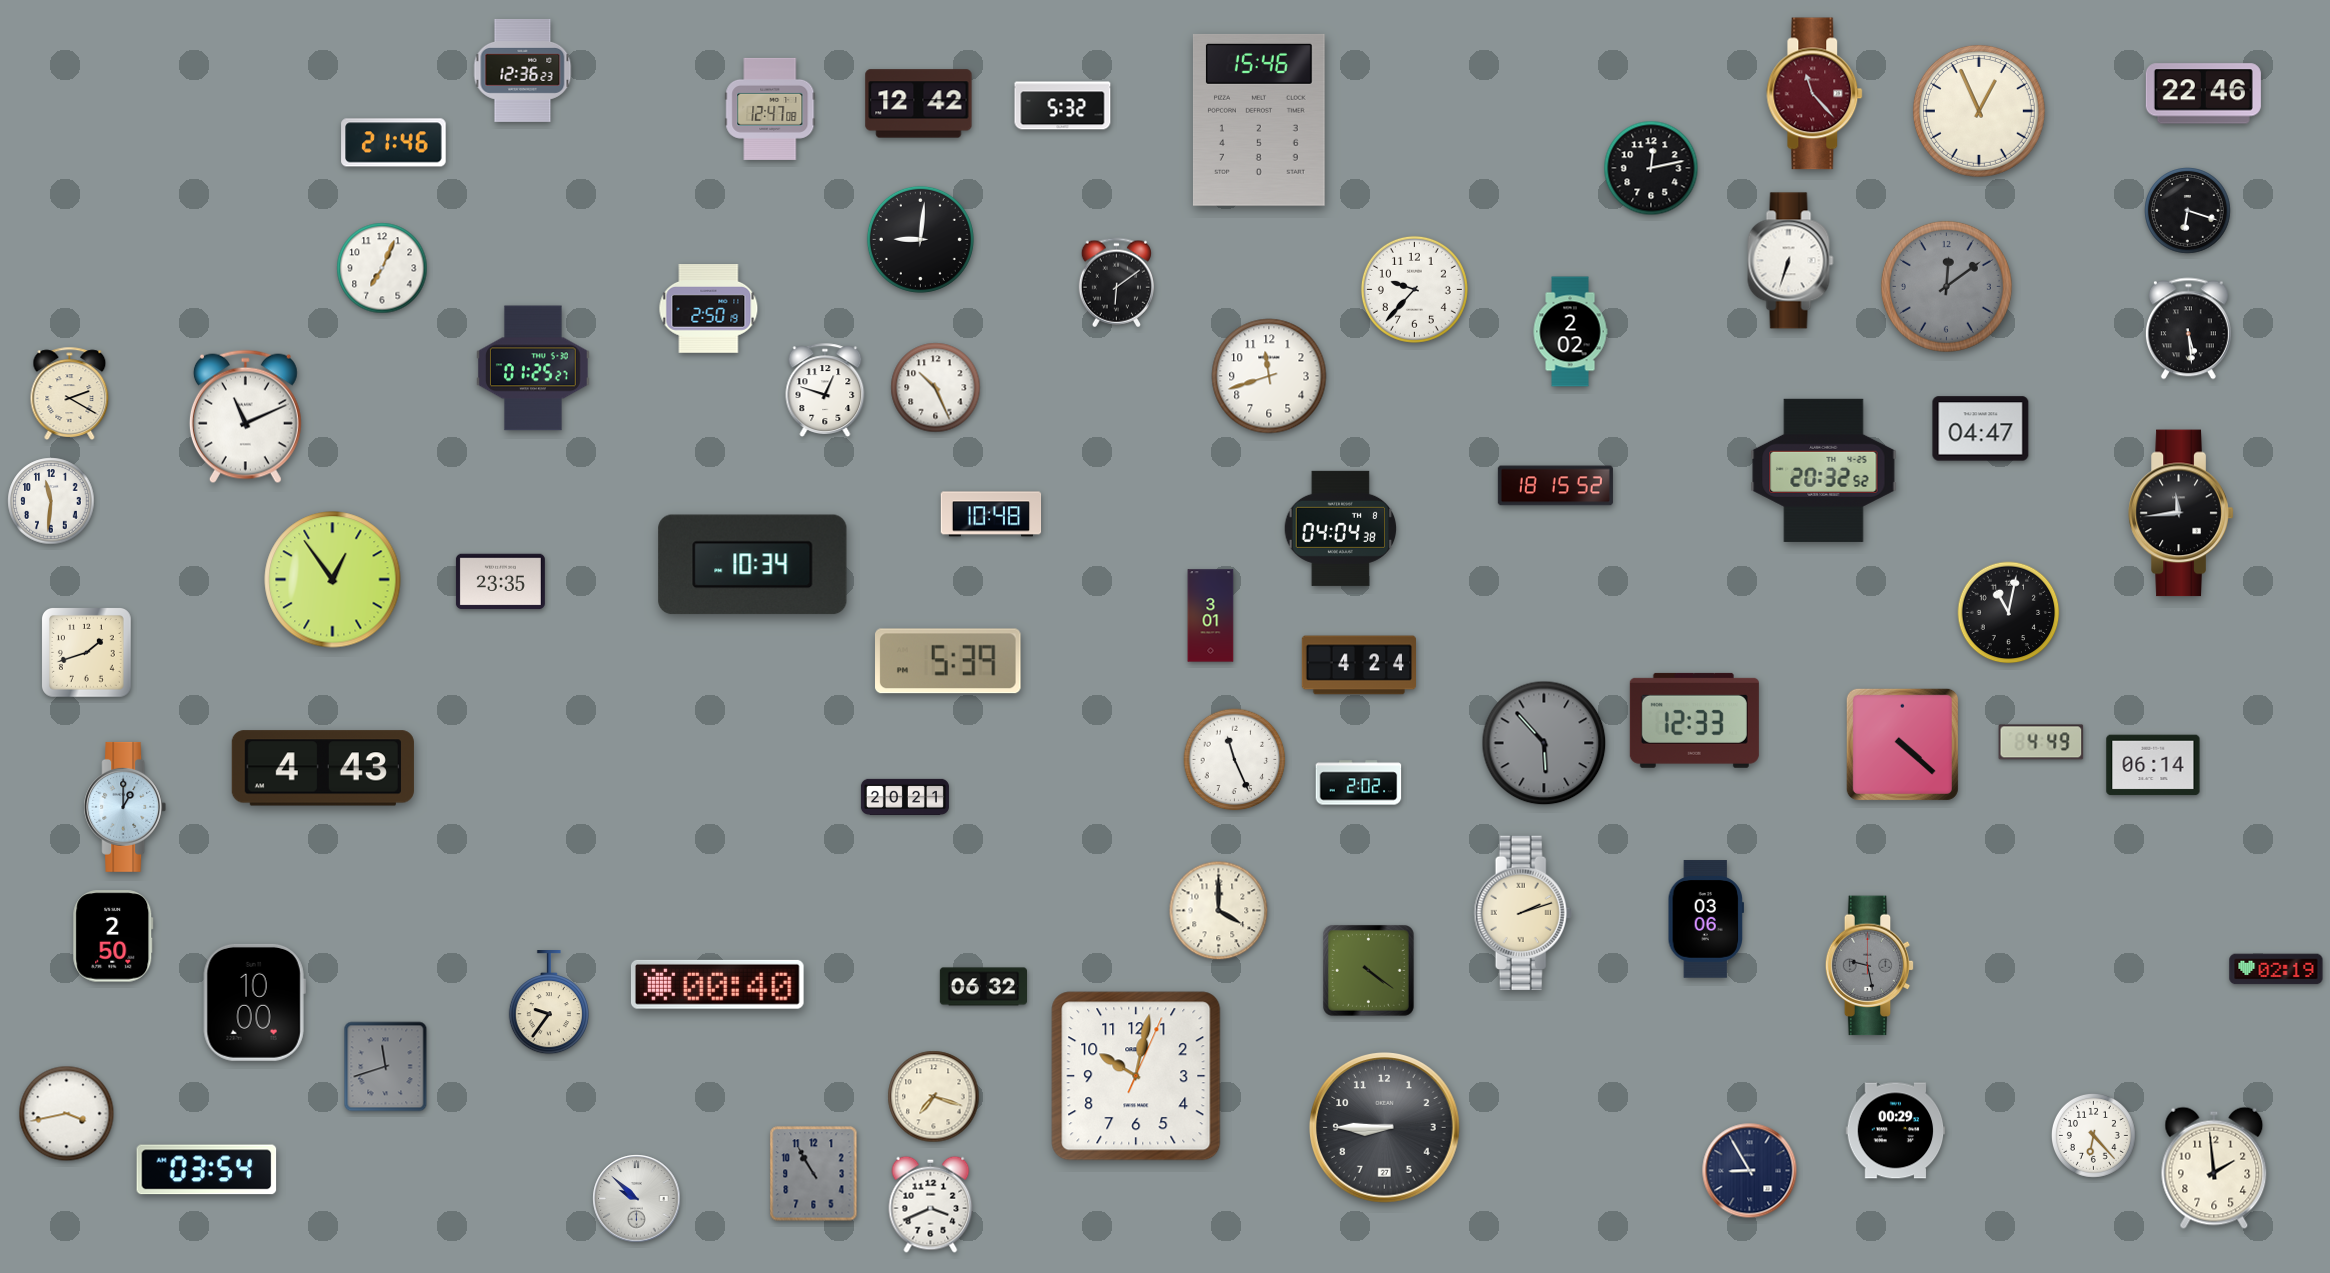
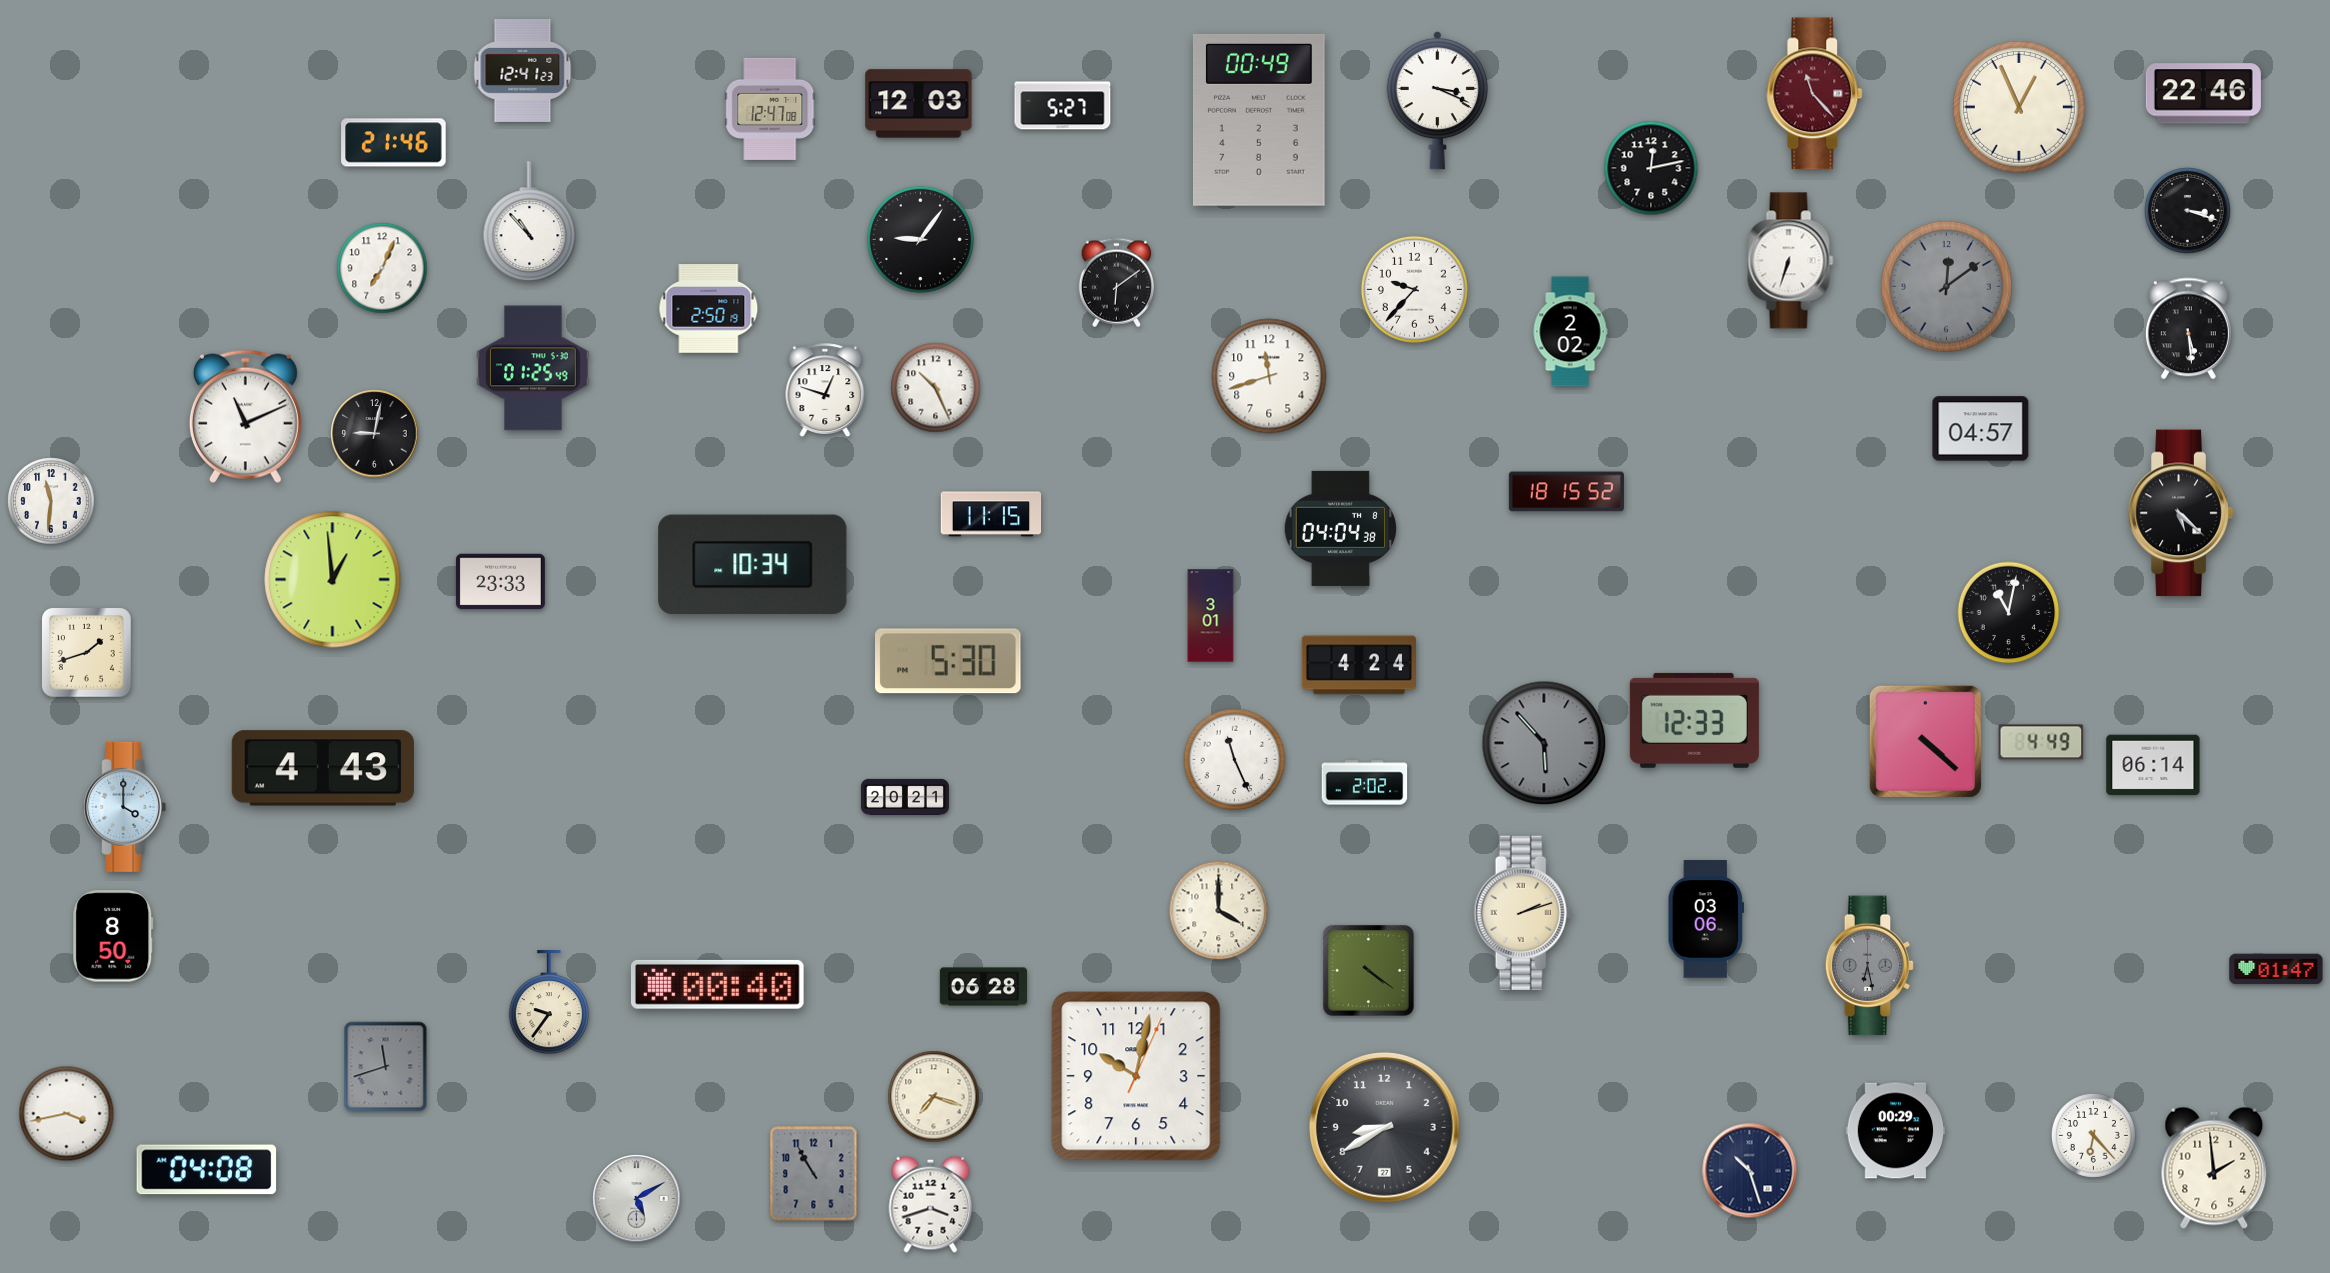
clock at (523, 70): 12:36 -> 12:41
clock at (1437, 100): none -> 3:19
clock at (919, 104): 12:42 -> 12:03
clock at (1063, 106): 5:32 -> 5:27
clock at (1979, 111) position: (1979, 111) -> (2019, 107)
clock at (1259, 120): 15:46 -> 00:49
clock at (2188, 211): 6:18 -> 3:18
clock at (530, 222): none -> 10:53
clock at (920, 239): 9:01 -> 9:06
clock at (533, 368): 01:25:27 -> 01:25:49
clock at (70, 393): 2:20 -> none
clock at (1981, 429): 04:47 -> 04:57
clock at (375, 434): none -> 9:02
clock at (1824, 470): 20:32 -> none
clock at (1555, 486) position: (1555, 486) -> (1566, 492)
clock at (2181, 513): 11:44 -> 5:22
clock at (991, 514): 10:48 -> 11:15
clock at (333, 580): 12:54 -> 12:59
clock at (500, 582): 23:35 -> 23:33
clock at (949, 661): 5:39 -> 5:30
clock at (1902, 744) position: (1902, 744) -> (1925, 741)
clock at (1359, 783) position: (1359, 783) -> (1365, 783)
clock at (125, 807): 1:00 -> 4:00
clock at (113, 936): 2:50 -> 8:50
clock at (1870, 966): 9:28 -> 6:28
clock at (2276, 969): 02:19 -> 01:47
clock at (983, 987): 06:32 -> 06:28
clock at (254, 1002): 10:00 -> none
clock at (1385, 1128): 8:45 -> 8:40
clock at (207, 1170): 03:54 -> 04:08
clock at (1750, 1171): 8:55 -> 10:27
clock at (637, 1199): 9:52 -> 5:10
clock at (931, 1204): 3:41 -> 3:42
